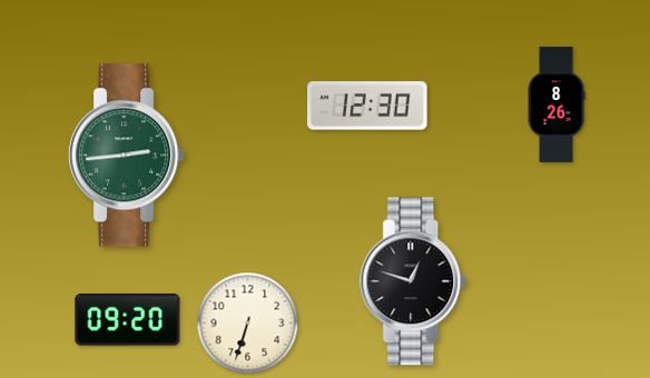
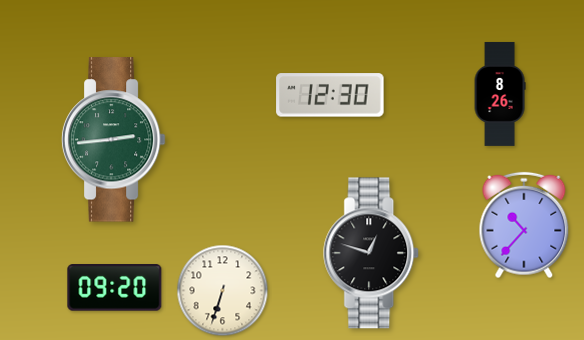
clock at (524, 225): none -> 10:37
